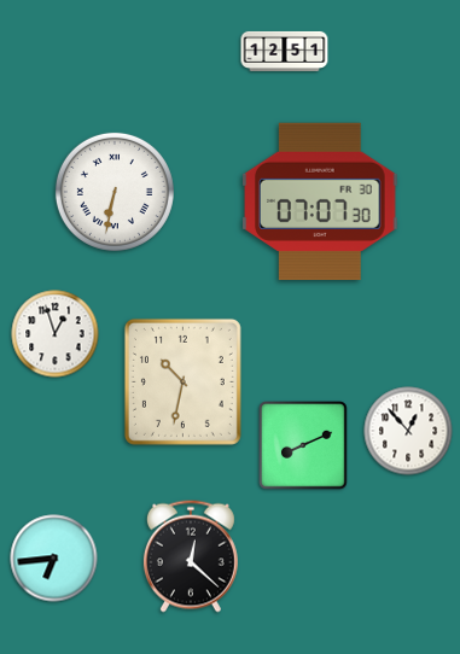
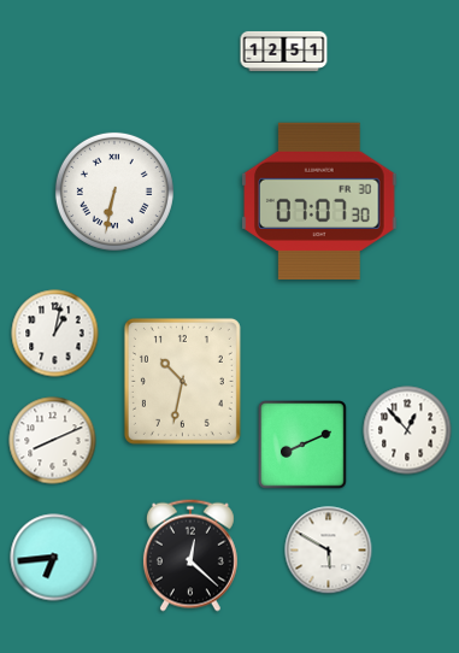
clock at (56, 334): 12:57 -> 1:02
clock at (53, 441): none -> 8:11
clock at (329, 551): none -> 5:50
